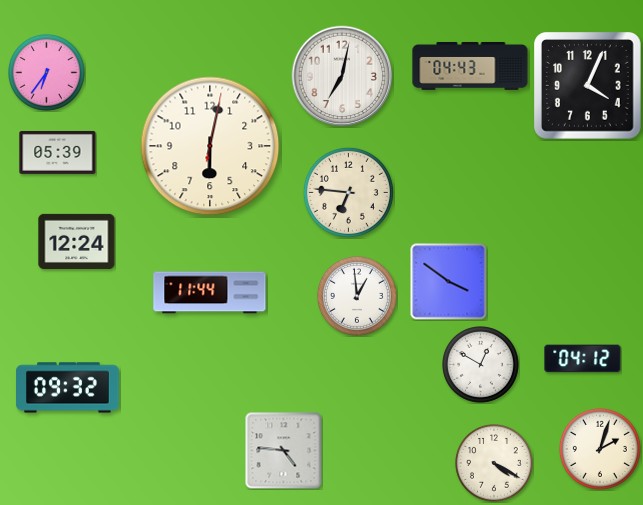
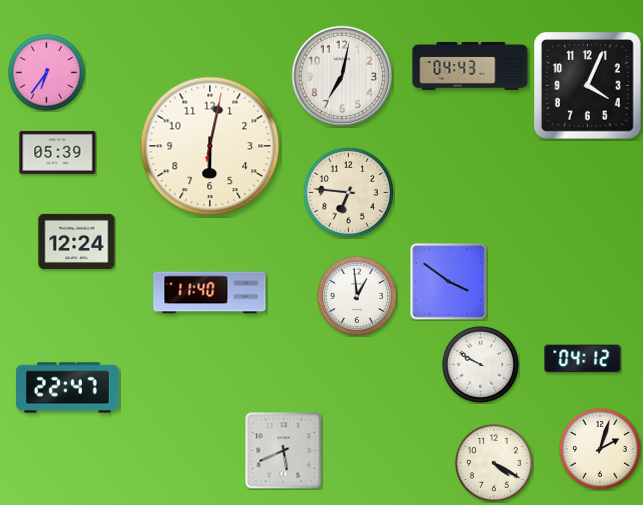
clock at (210, 293): 11:44 -> 11:40
clock at (481, 365): 12:50 -> 9:50
clock at (68, 388): 09:32 -> 22:47
clock at (284, 451): 4:46 -> 5:41
